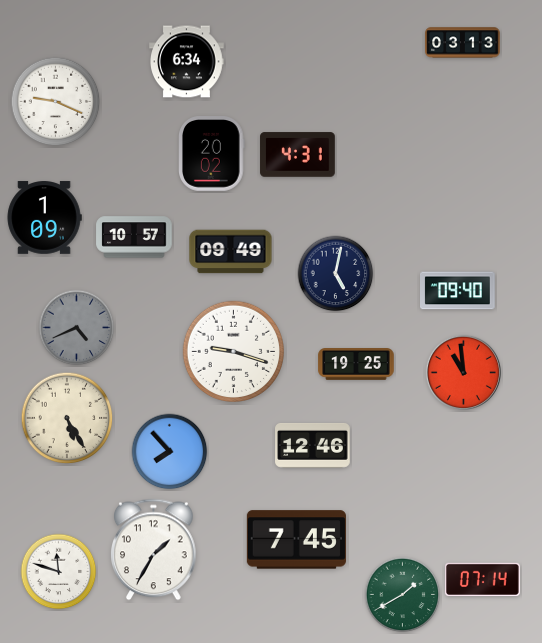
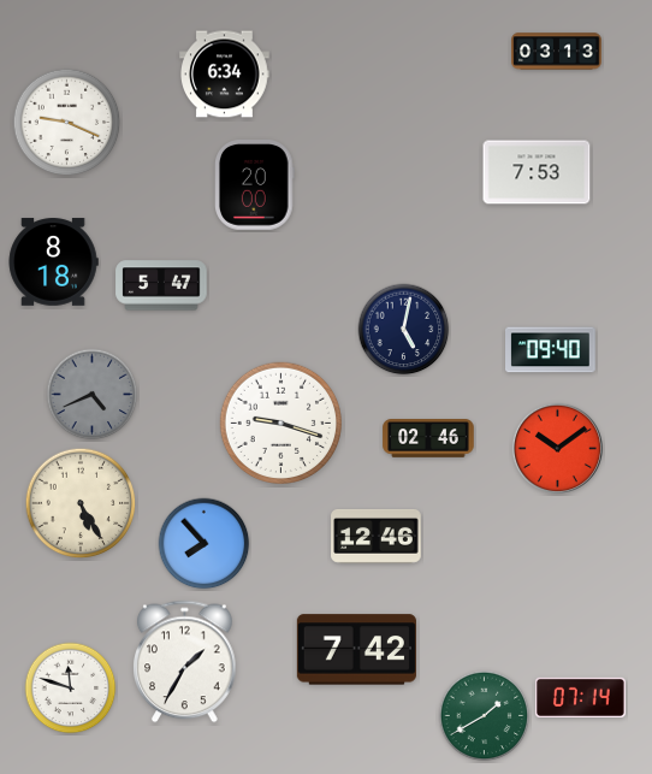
clock at (537, 172): none -> 7:53
clock at (212, 154): 20:02 -> 20:00
clock at (298, 155): 4:31 -> none
clock at (44, 218): 1:09 -> 8:18
clock at (134, 237): 10:57 -> 5:47
clock at (231, 252): 09:49 -> none
clock at (356, 364): 19:25 -> 02:46
clock at (463, 372): 10:59 -> 10:09
clock at (296, 540): 7:45 -> 7:42
